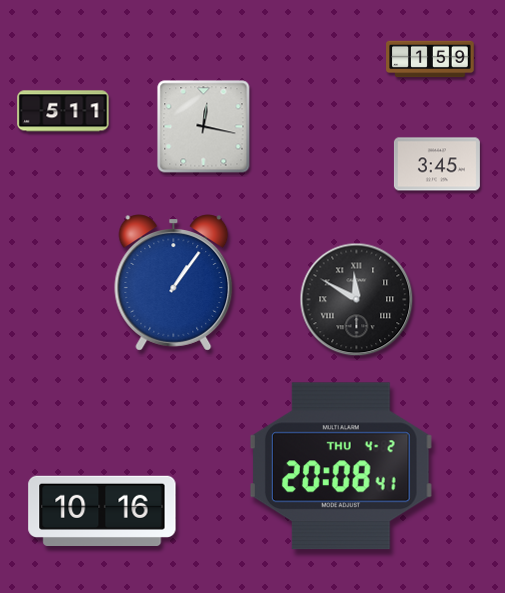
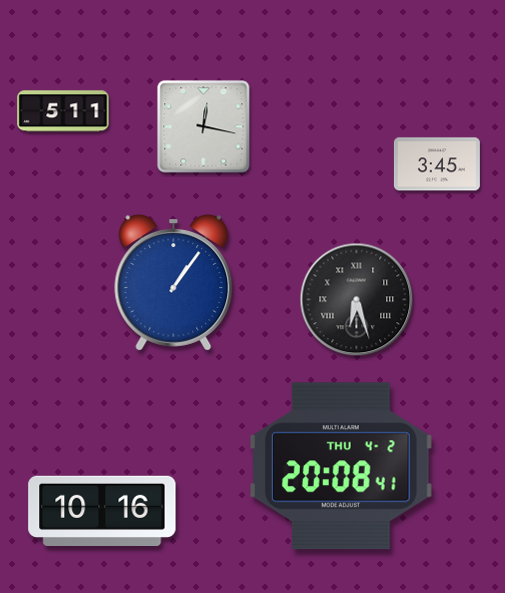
clock at (430, 59): 1:59 -> none
clock at (357, 300): 11:50 -> 6:27
